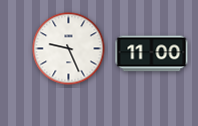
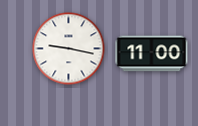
clock at (69, 49): 9:26 -> 9:17
